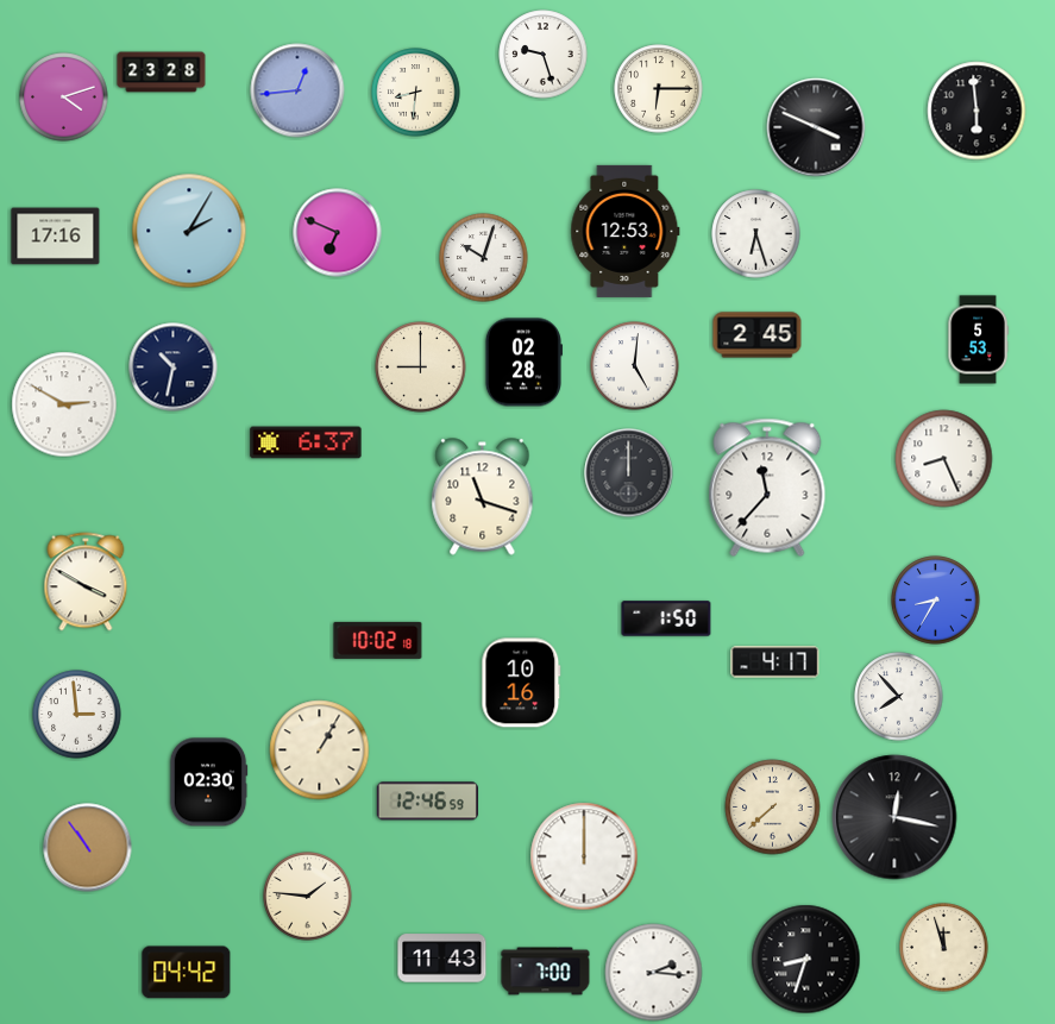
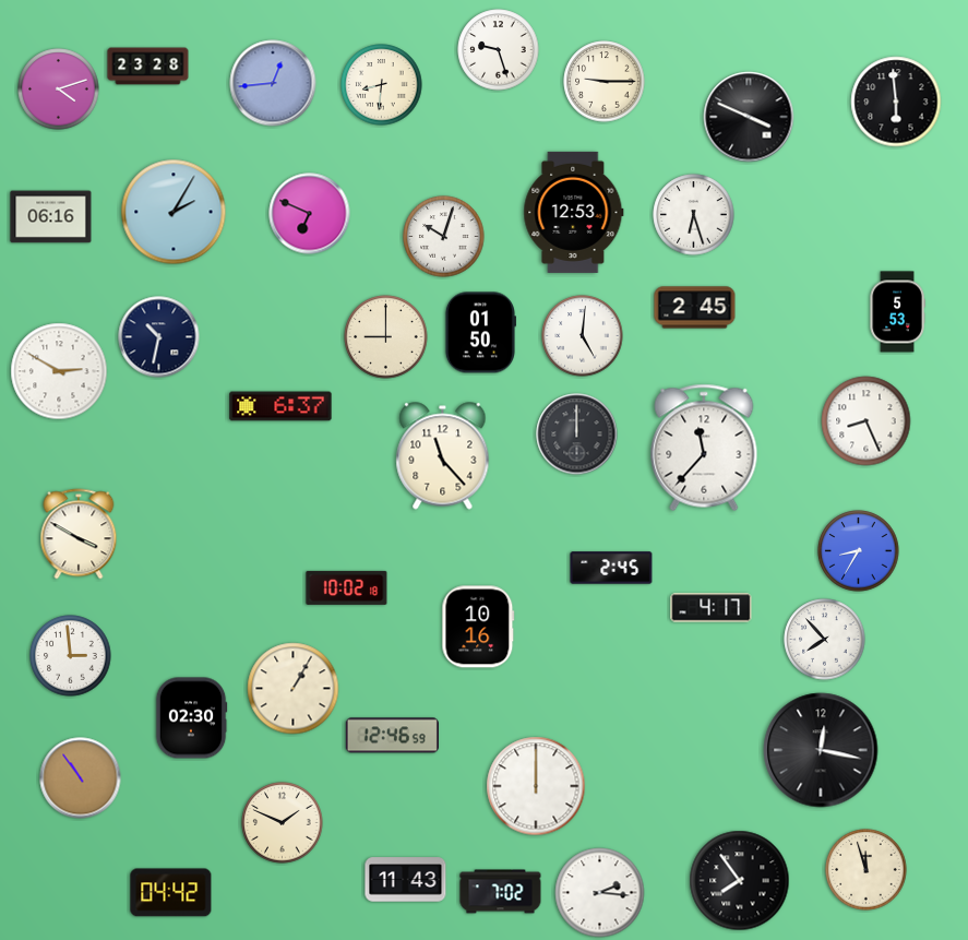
clock at (659, 89): 6:15 -> 9:15
clock at (56, 237): 17:16 -> 06:16
clock at (522, 363): 02:28 -> 01:50
clock at (483, 497): 11:18 -> 11:23
clock at (666, 618): 1:50 -> 2:45
clock at (773, 808): 7:38 -> none
clock at (308, 897): 1:46 -> 1:49
clock at (806, 960): 8:33 -> 7:54
clock at (546, 972): 7:00 -> 7:02
